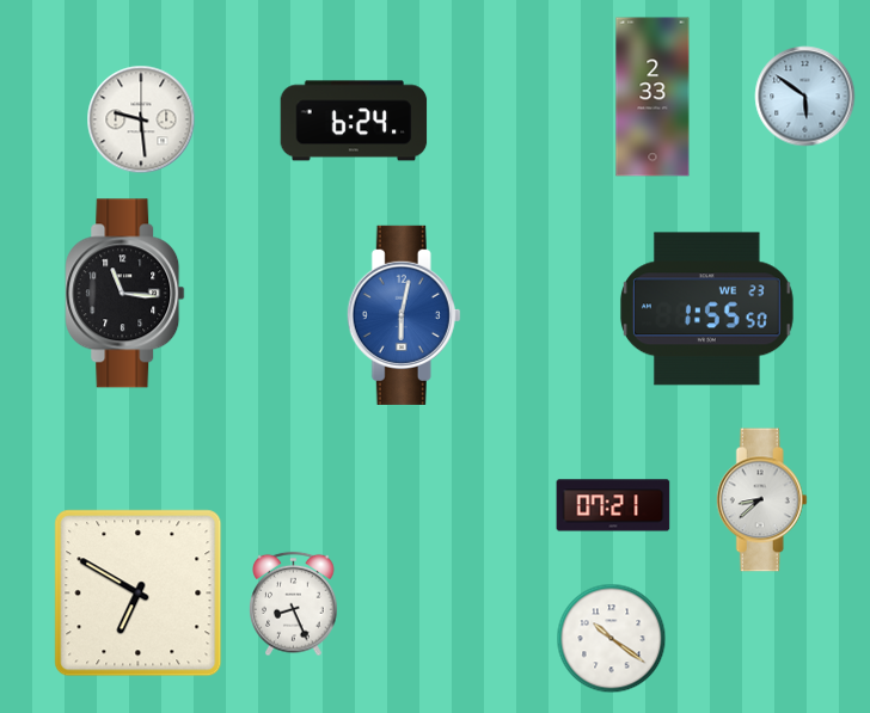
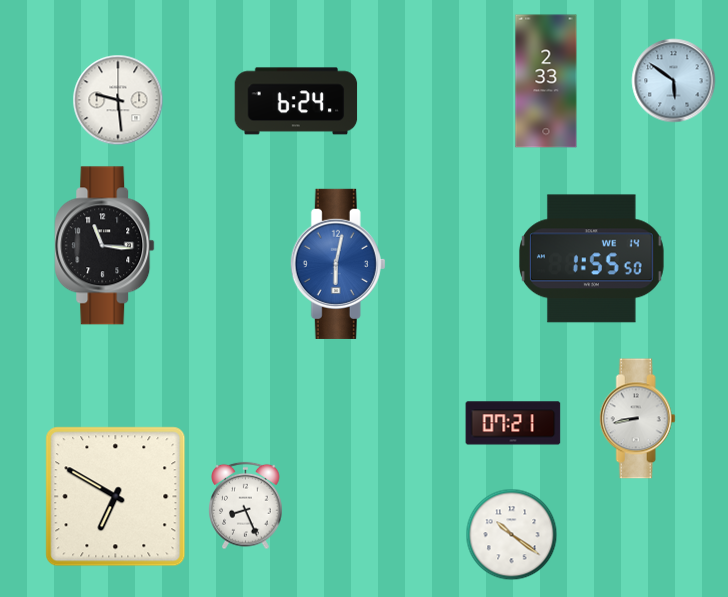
clock at (706, 309) date: WE 23 -> WE 14
clock at (761, 500): 8:38 -> 8:43
